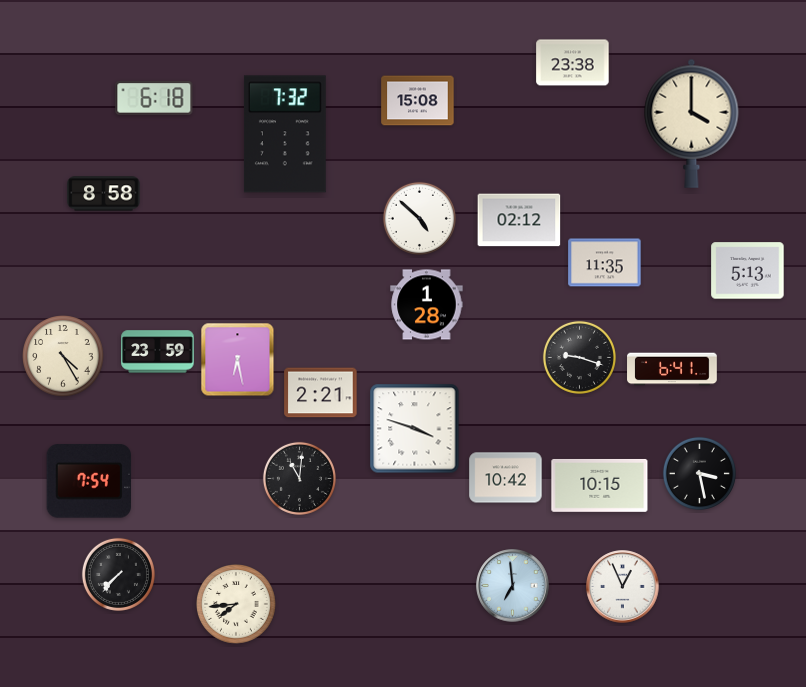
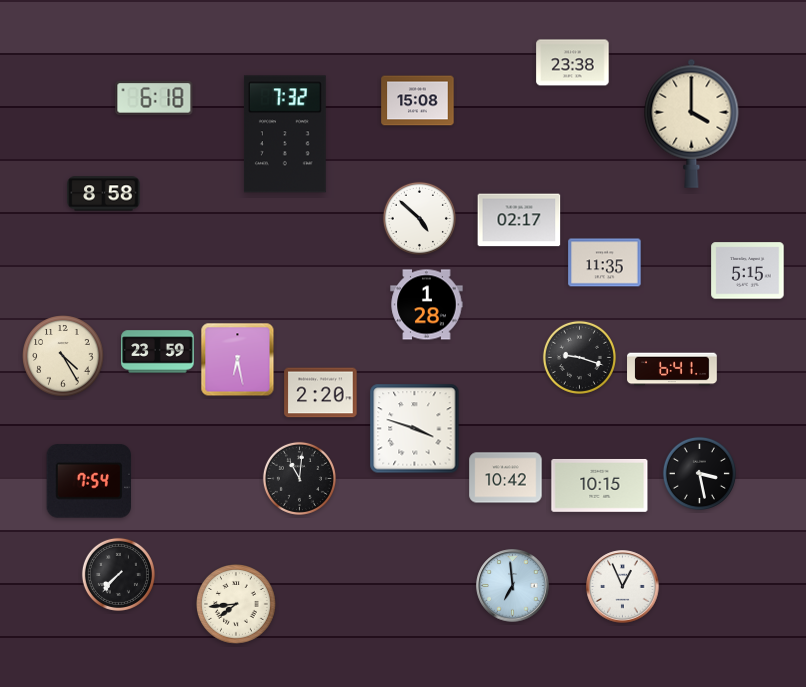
clock at (519, 220): 02:12 -> 02:17
clock at (748, 271): 5:13 -> 5:15
clock at (321, 393): 2:21 -> 2:20
